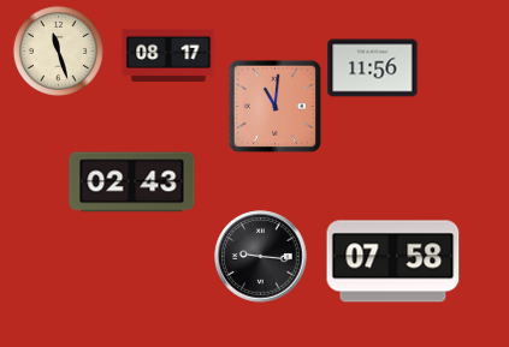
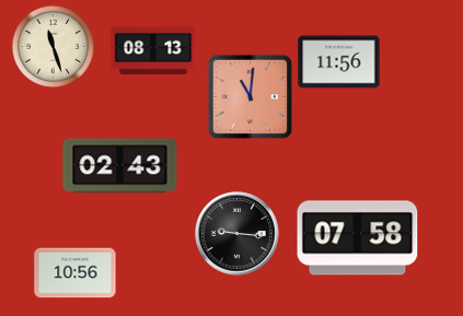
clock at (168, 55): 08:17 -> 08:13
clock at (76, 273): none -> 10:56
